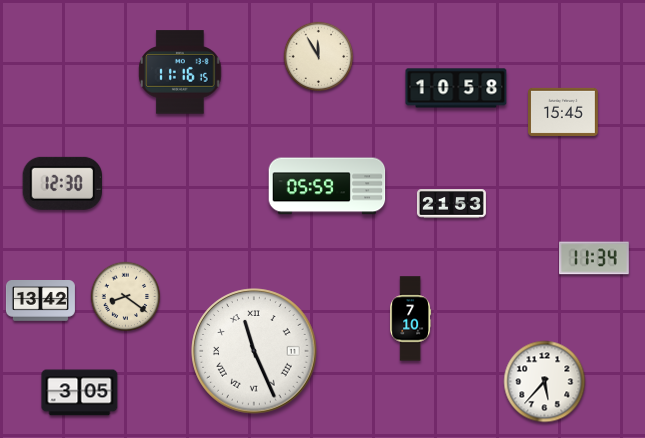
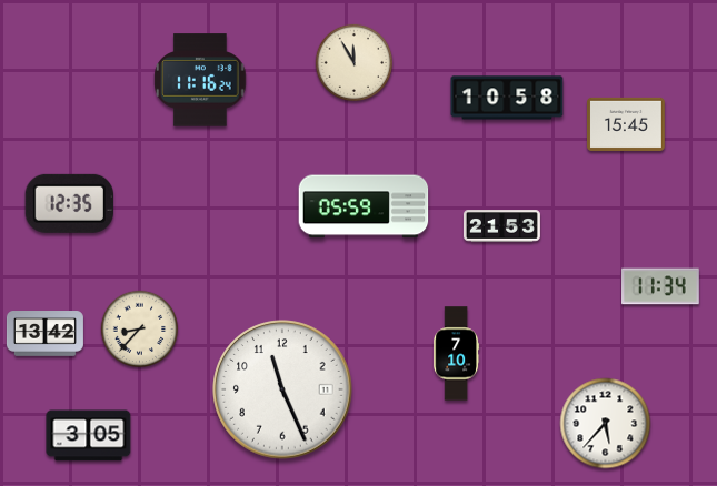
clock at (180, 72): 11:16:15 -> 11:16:24
clock at (62, 183): 12:30 -> 12:35
clock at (126, 297): 8:21 -> 8:37
clock at (254, 351) numerals: Roman -> Arabic
